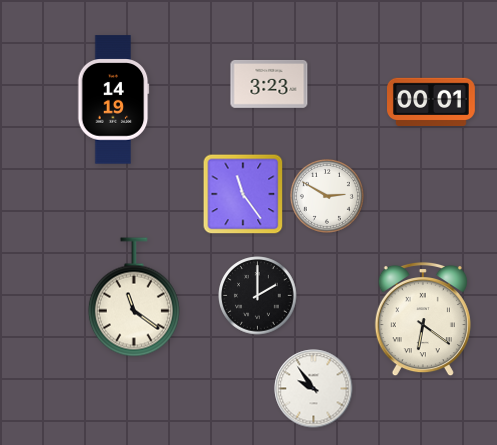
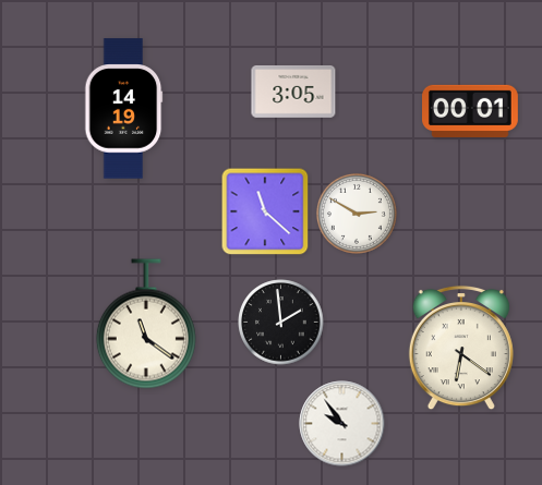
clock at (269, 84): 3:23 -> 3:05
clock at (243, 194): 11:24 -> 11:22
clock at (258, 296): 2:00 -> 1:59
